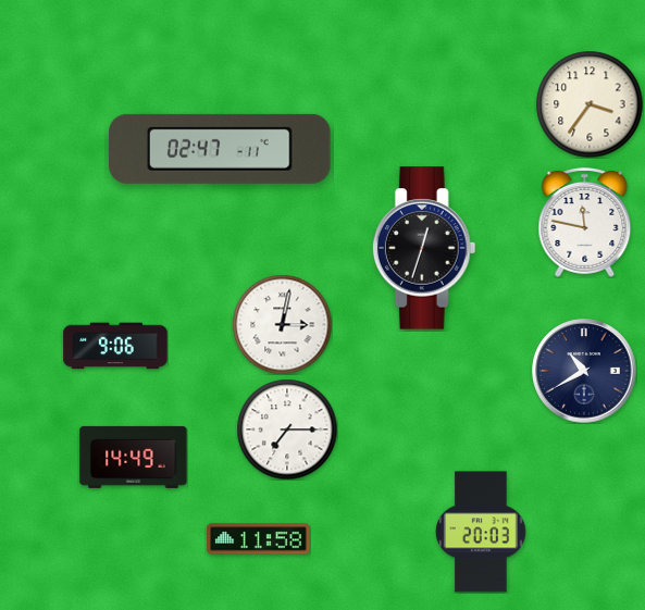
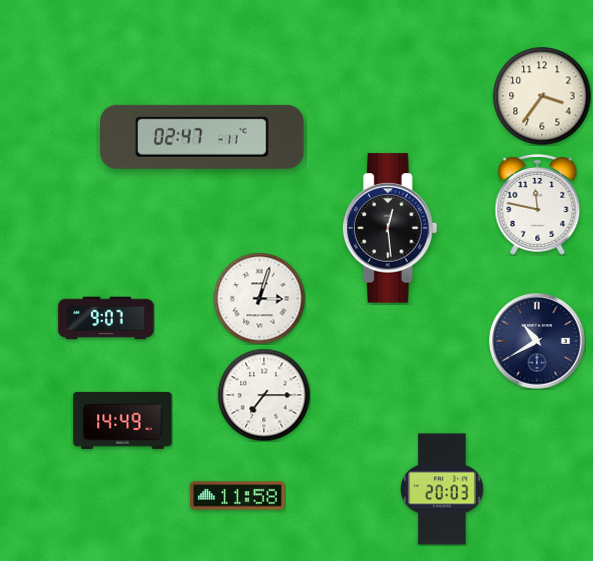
clock at (424, 248): 12:33 -> 12:29
clock at (282, 324): 3:02 -> 3:03
clock at (115, 346): 9:06 -> 9:07
